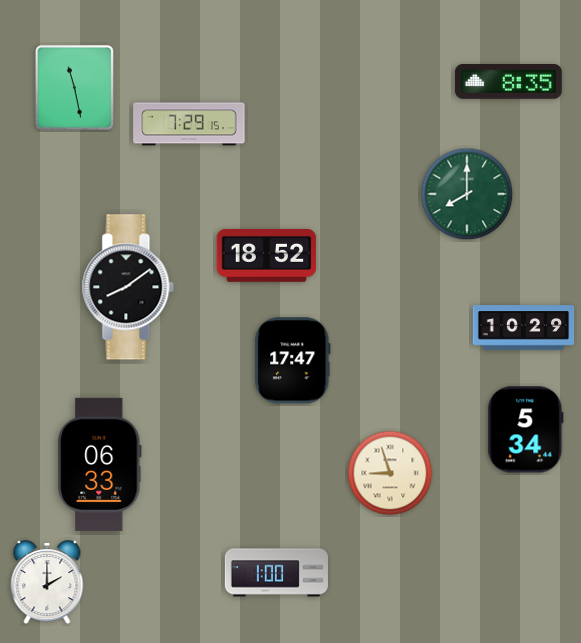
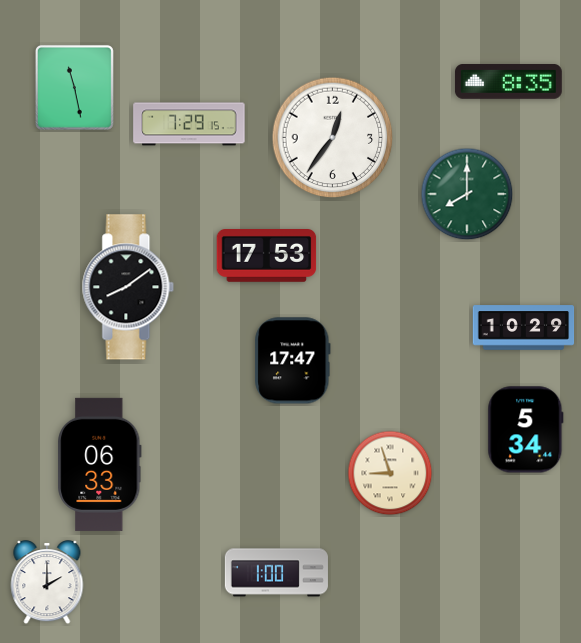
clock at (333, 138): none -> 12:36
clock at (267, 256): 18:52 -> 17:53
